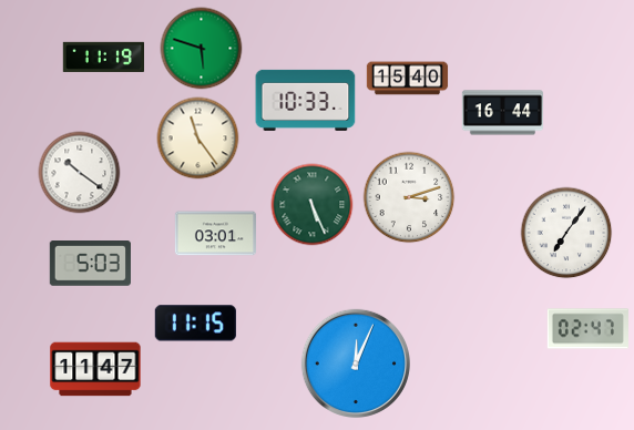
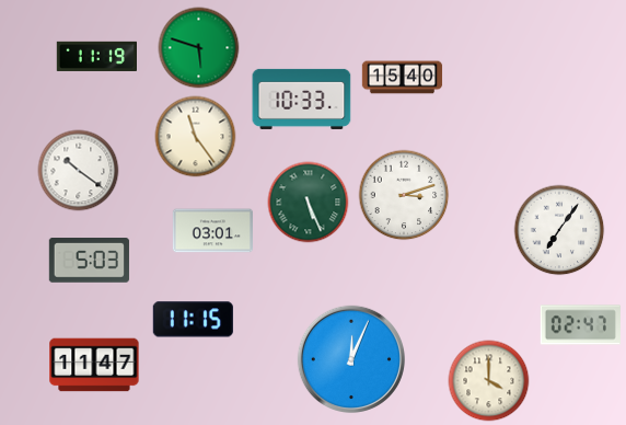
clock at (103, 57) position: (103, 57) -> (96, 56)
clock at (502, 113): 16:44 -> none
clock at (489, 381): none -> 4:00
